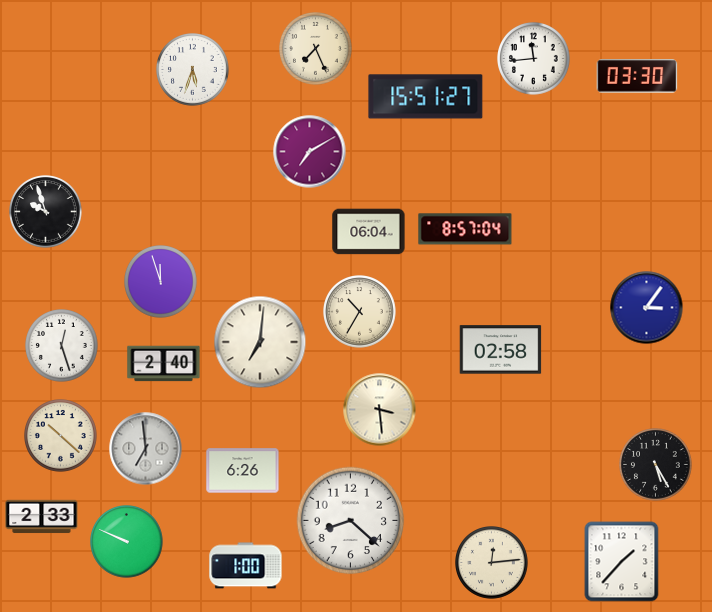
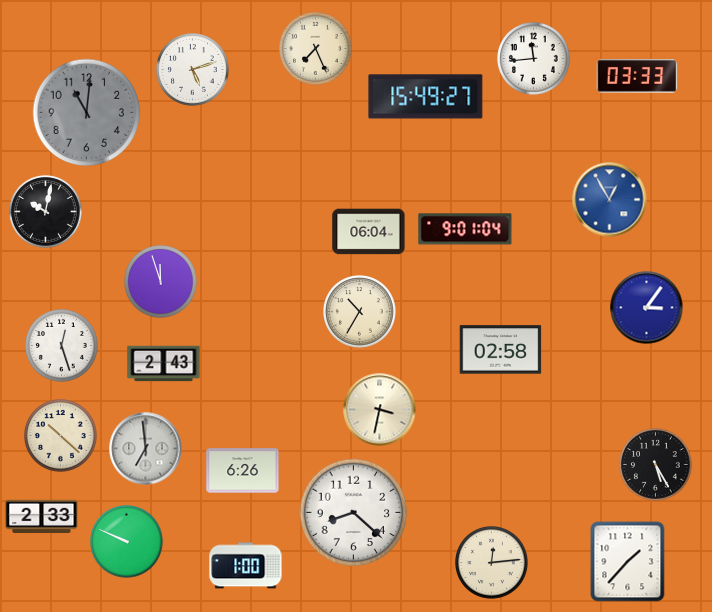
clock at (193, 70): 5:33 -> 5:12
clock at (637, 76): 03:30 -> 03:33
clock at (426, 97): 15:51 -> 15:49
clock at (87, 113): none -> 11:01
clock at (310, 152): 7:10 -> none
clock at (610, 200): none -> 12:55
clock at (46, 212): 9:57 -> 10:02
clock at (465, 229): 8:57 -> 9:01
clock at (260, 342): 7:01 -> none
clock at (164, 364): 2:40 -> 2:43
clock at (380, 410): 3:29 -> 3:32
clock at (351, 521) position: (351, 521) -> (354, 513)
clock at (622, 562) position: (622, 562) -> (628, 562)
